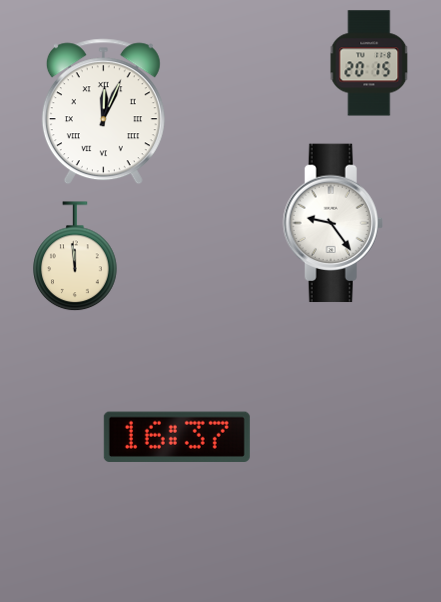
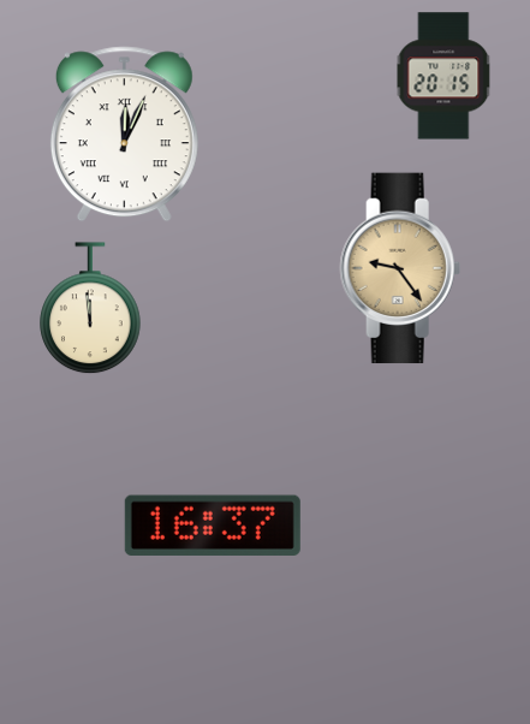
clock at (333, 223) dial: white -> champagne
